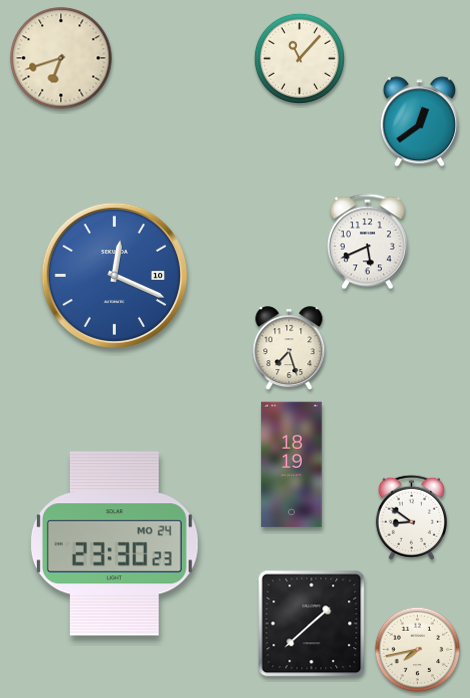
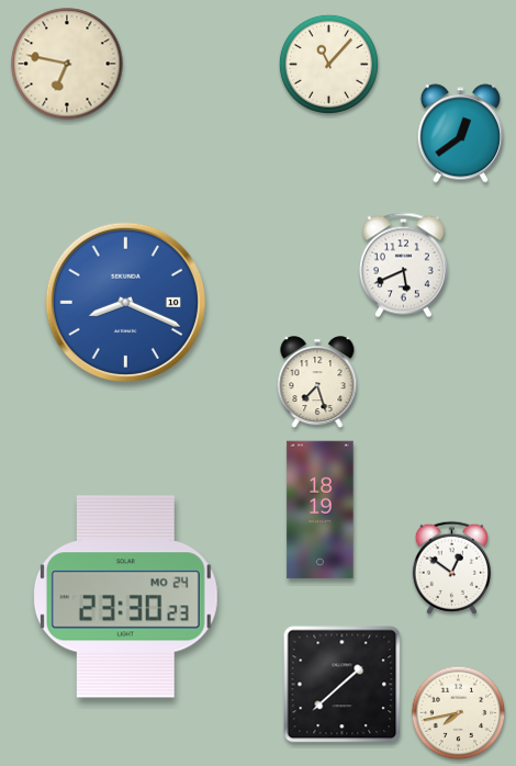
clock at (61, 58): 6:42 -> 6:47
clock at (114, 275): 12:19 -> 8:19
clock at (411, 517): 8:51 -> 12:51
